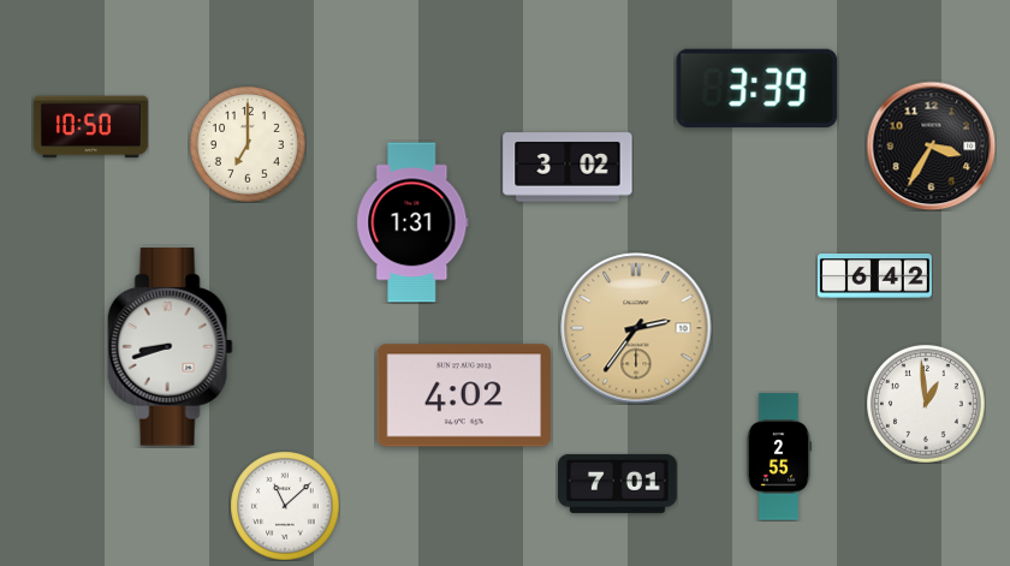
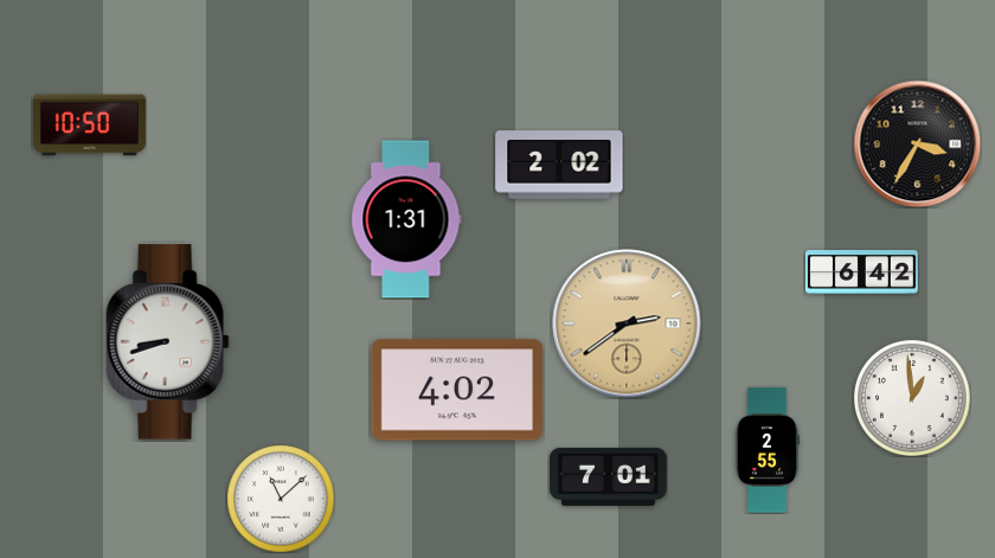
clock at (757, 88): 3:39 -> none
clock at (248, 144): 7:00 -> none
clock at (568, 167): 3:02 -> 2:02
clock at (636, 328): 2:36 -> 2:39
